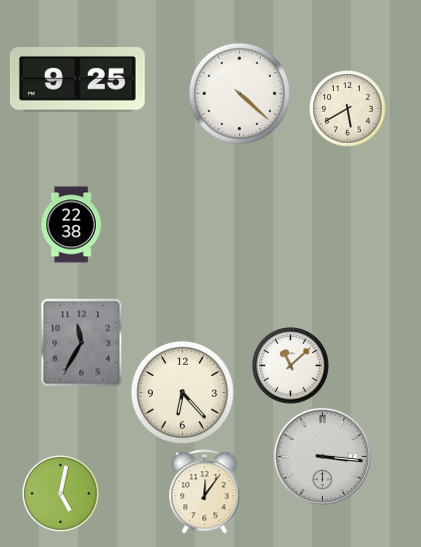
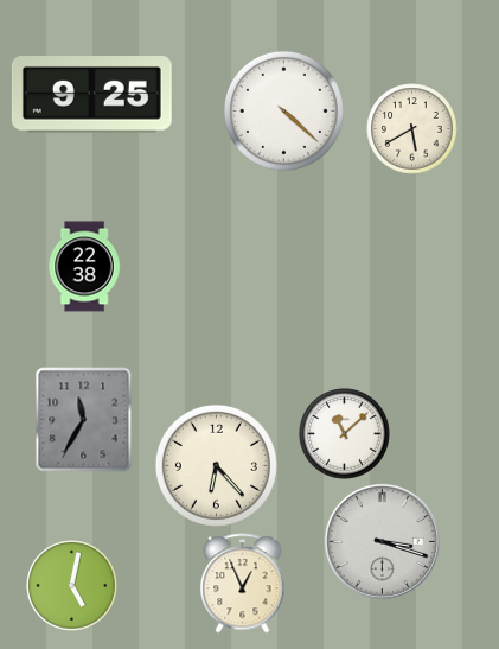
clock at (82, 343) position: (82, 343) -> (84, 420)
clock at (322, 456): 3:16 -> 3:18
clock at (205, 492): 12:06 -> 12:56
